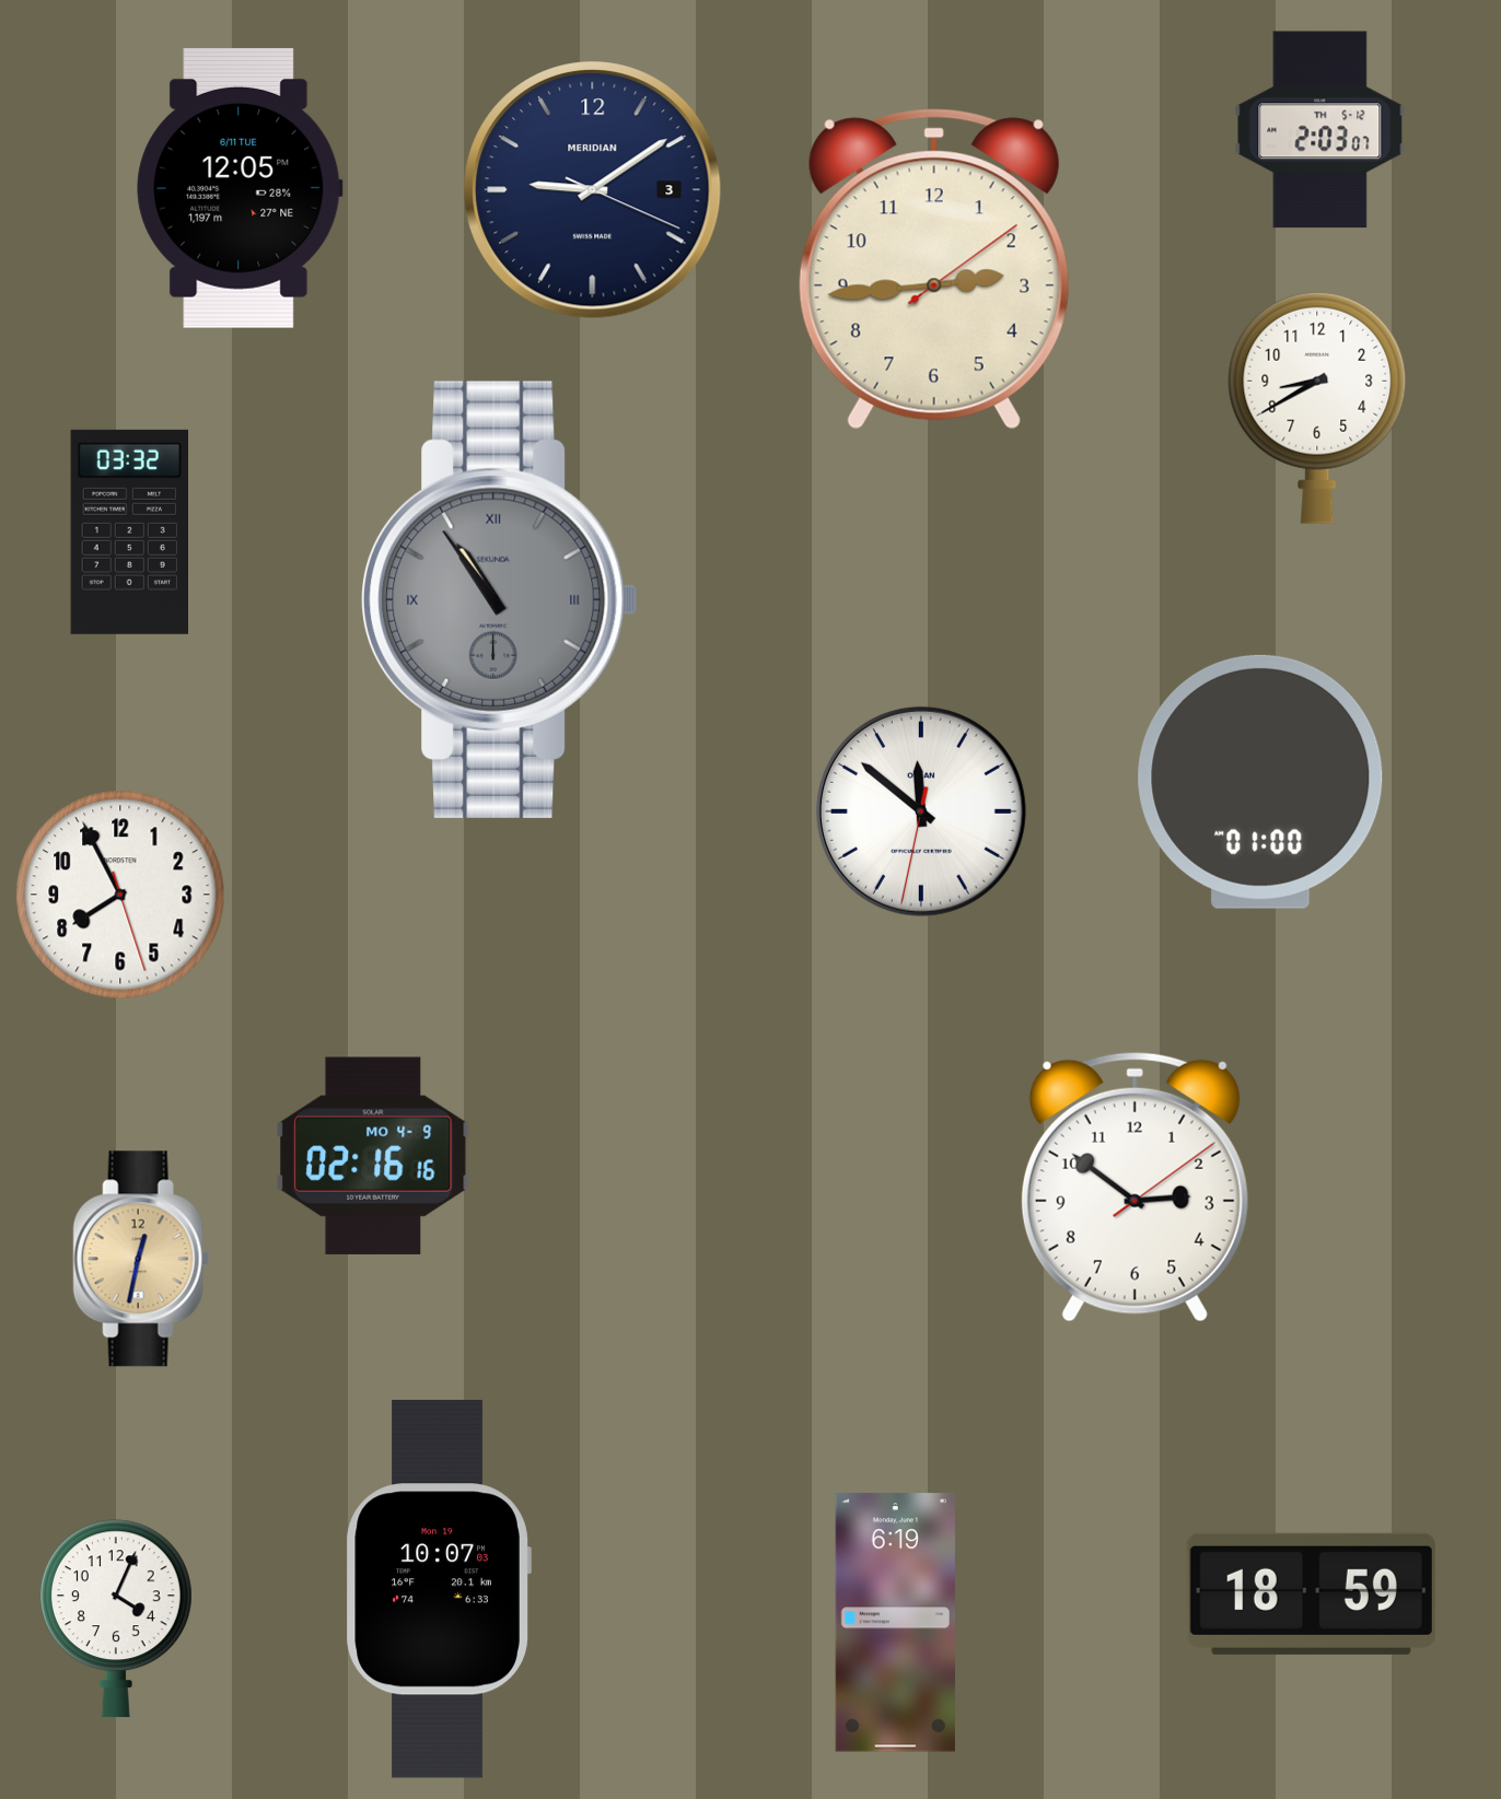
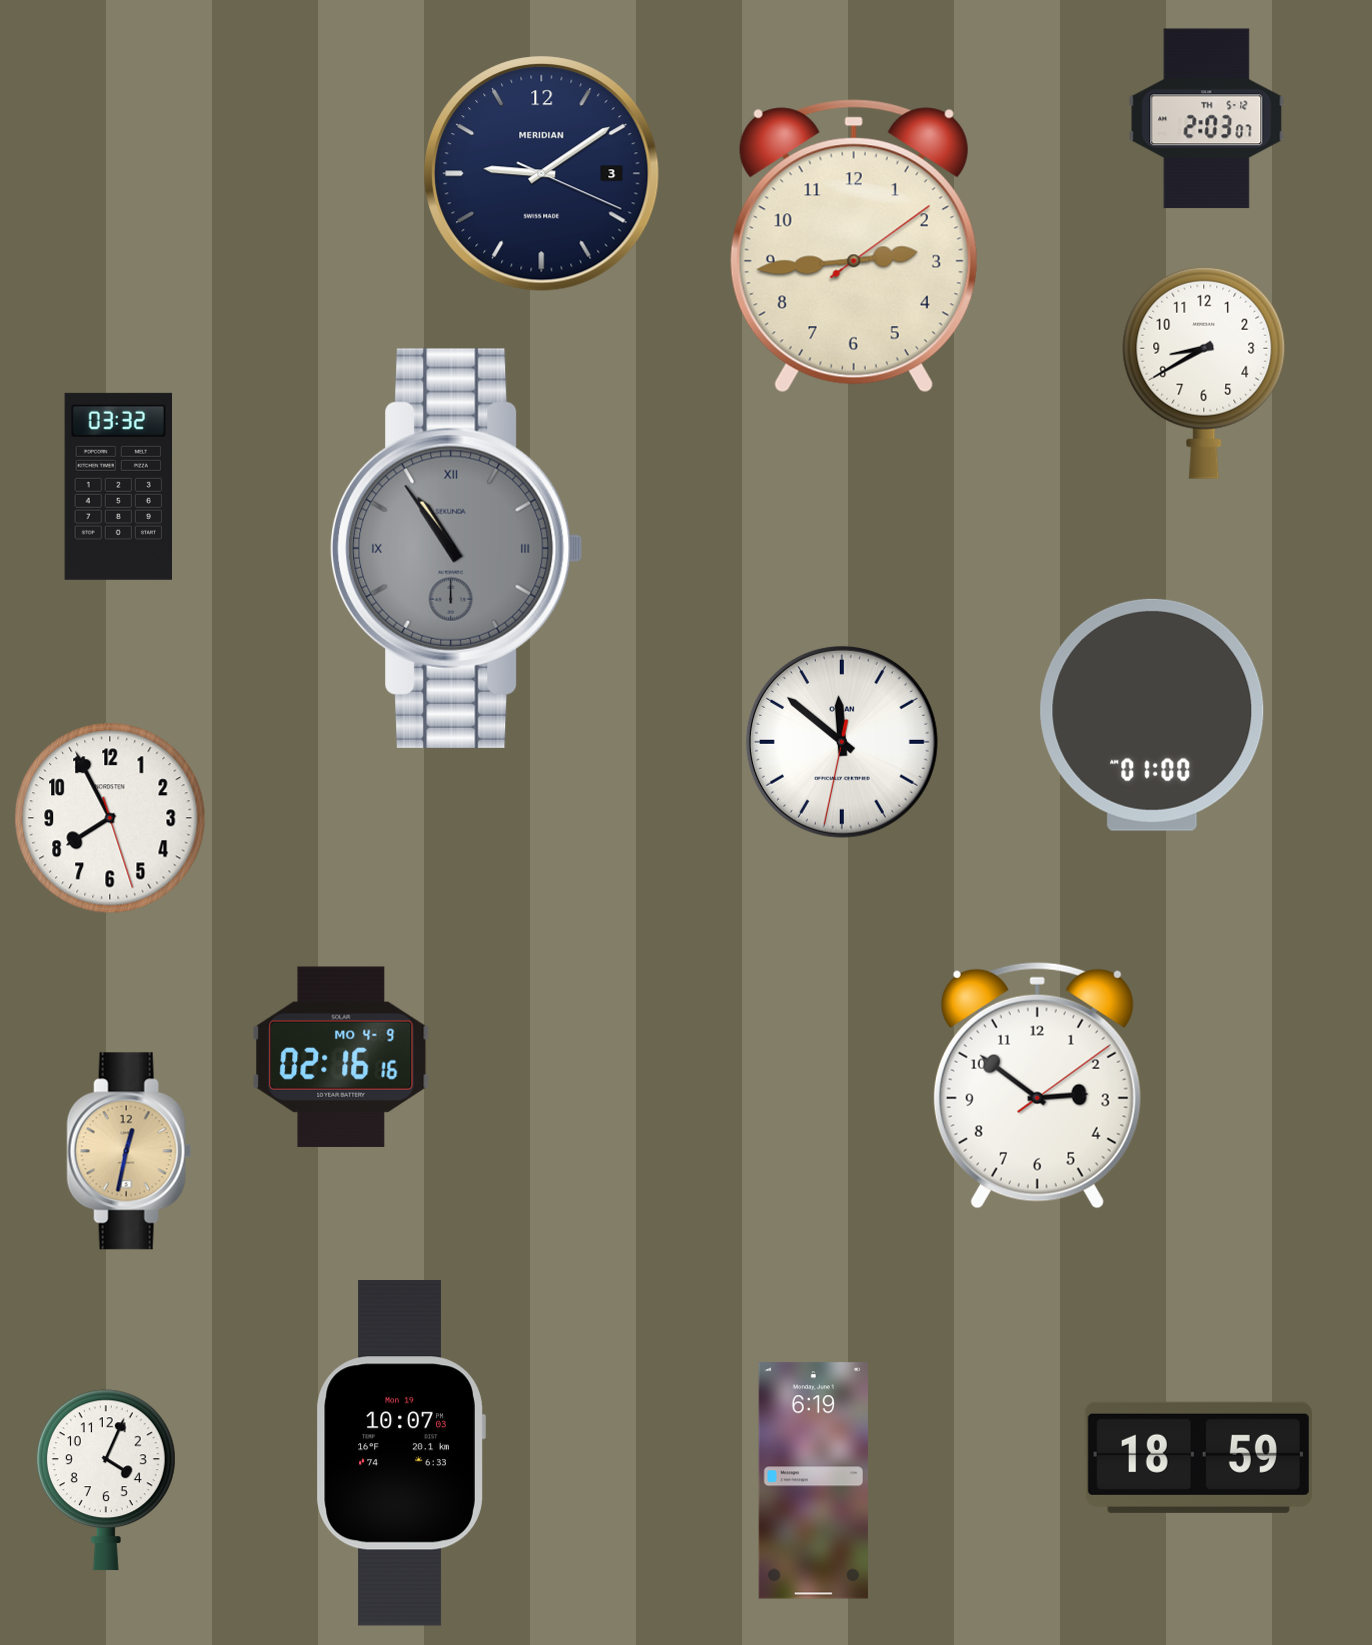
clock at (240, 188): 12:05 -> none
clock at (895, 1623) position: (895, 1623) -> (813, 1481)
